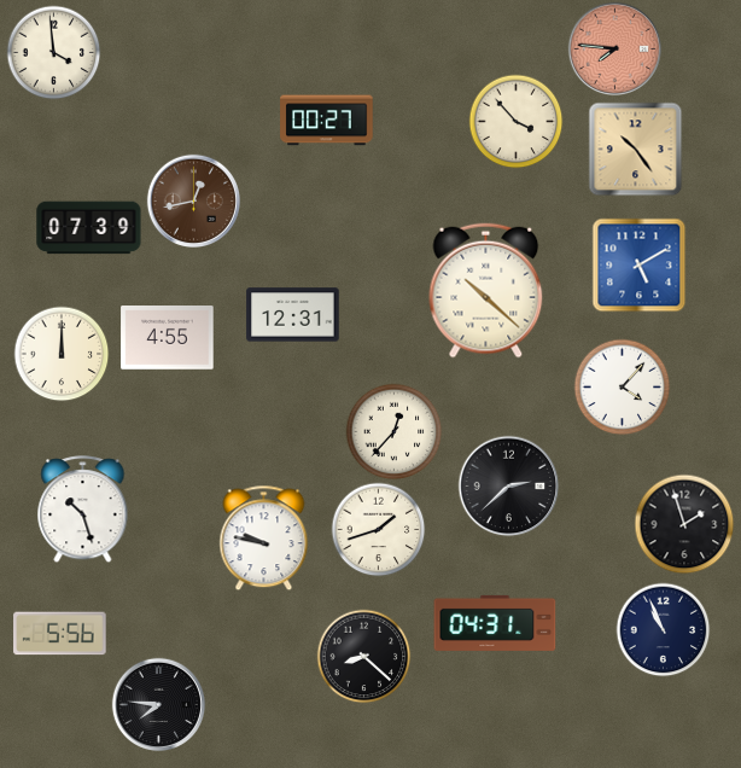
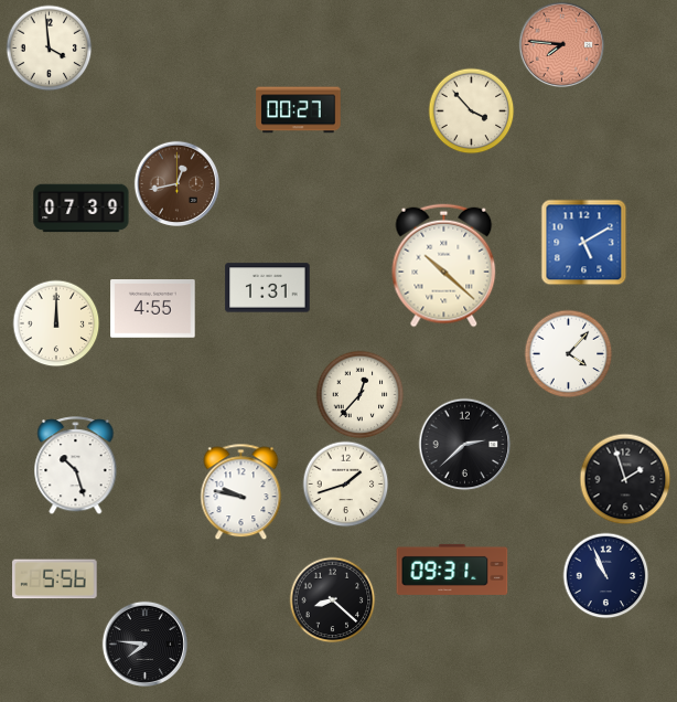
clock at (635, 149): 10:24 -> none
clock at (293, 315): 12:31 -> 1:31
clock at (495, 623): 04:31 -> 09:31
